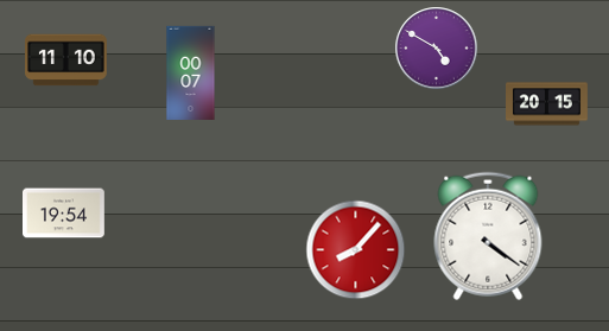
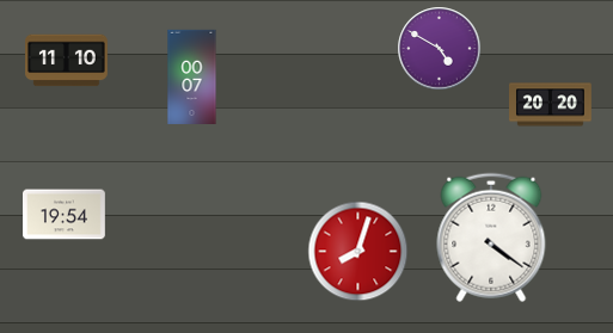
clock at (191, 74) position: (191, 74) -> (192, 78)
clock at (547, 104): 20:15 -> 20:20
clock at (356, 250): 8:07 -> 8:03
